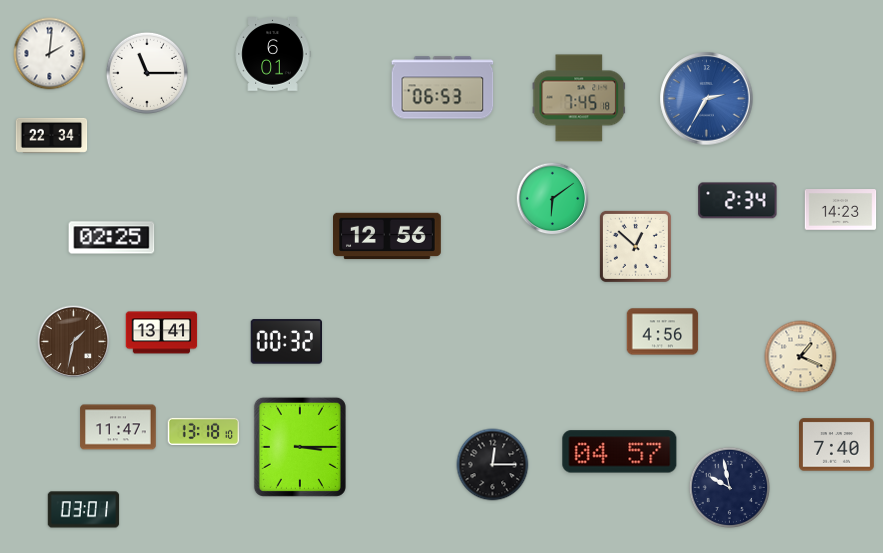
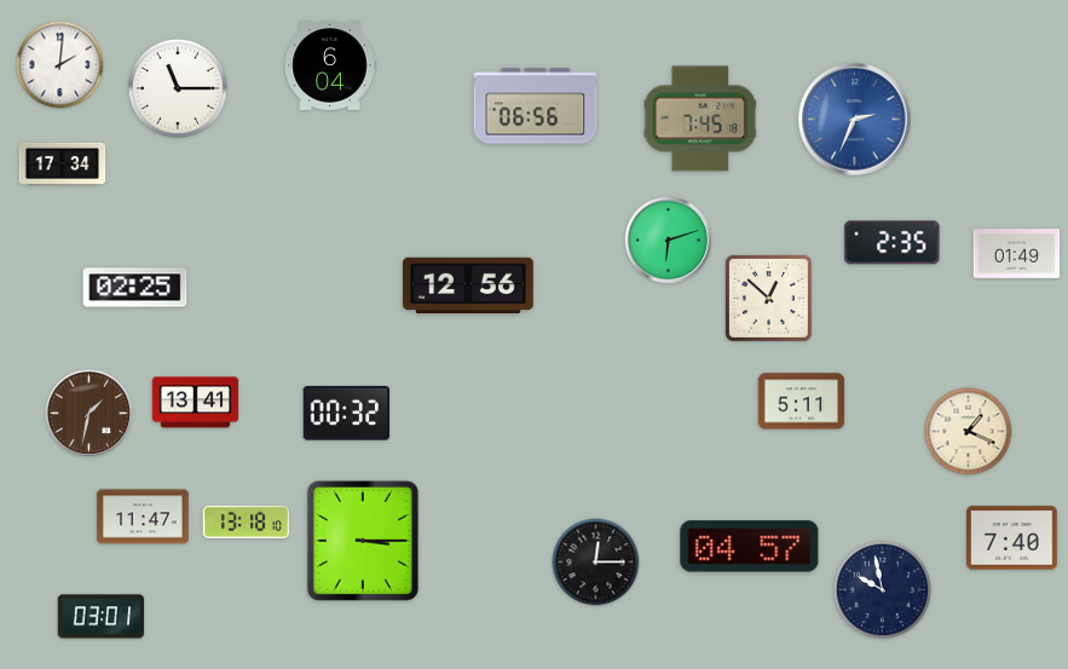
clock at (273, 55): 6:01 -> 6:04
clock at (443, 88): 06:53 -> 06:56
clock at (707, 99): 2:35 -> 2:34
clock at (52, 135): 22:34 -> 17:34
clock at (553, 199): 6:09 -> 6:12
clock at (738, 201): 2:34 -> 2:35
clock at (841, 210): 14:23 -> 01:49
clock at (663, 332): 4:56 -> 5:11
